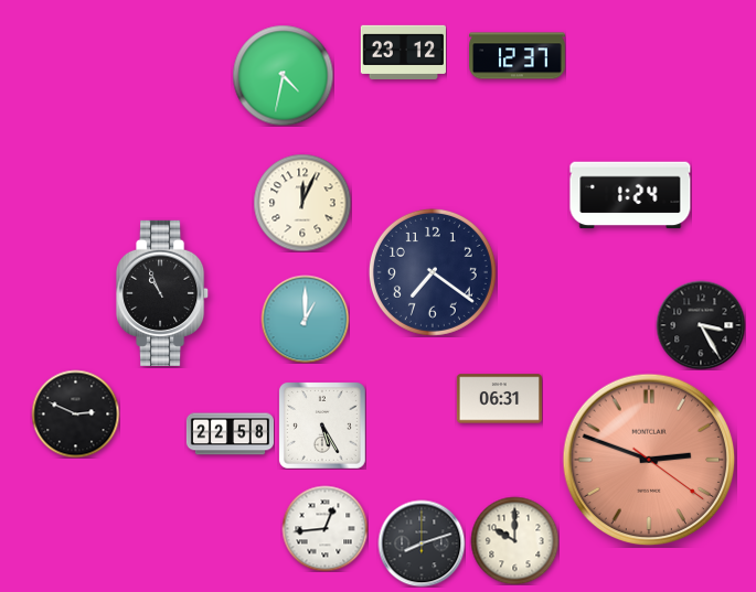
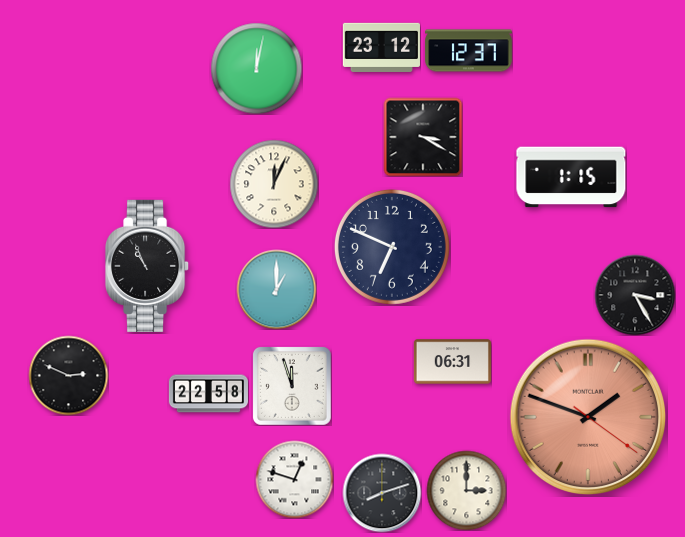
clock at (403, 52) position: (403, 52) -> (381, 47)
clock at (283, 75): 4:32 -> 12:02
clock at (423, 137): none -> 3:20
clock at (630, 195): 1:24 -> 1:15
clock at (433, 272): 7:21 -> 6:49
clock at (322, 426): 5:25 -> 11:57
clock at (649, 460): 2:48 -> 1:48
clock at (324, 528): 12:44 -> 12:48
clock at (514, 540): 10:00 -> 3:00
